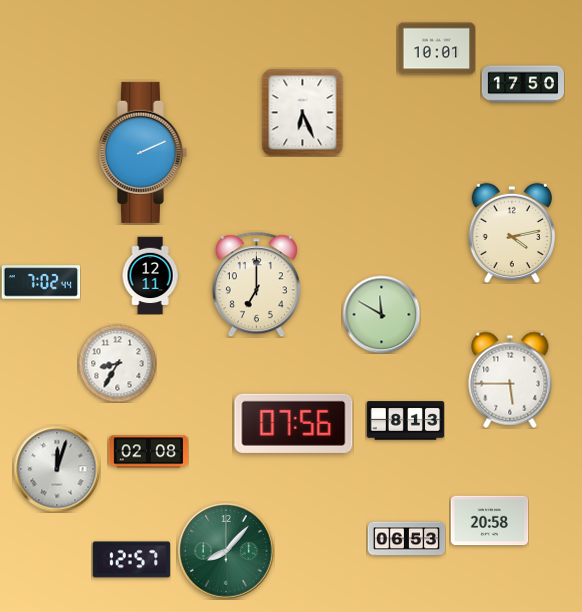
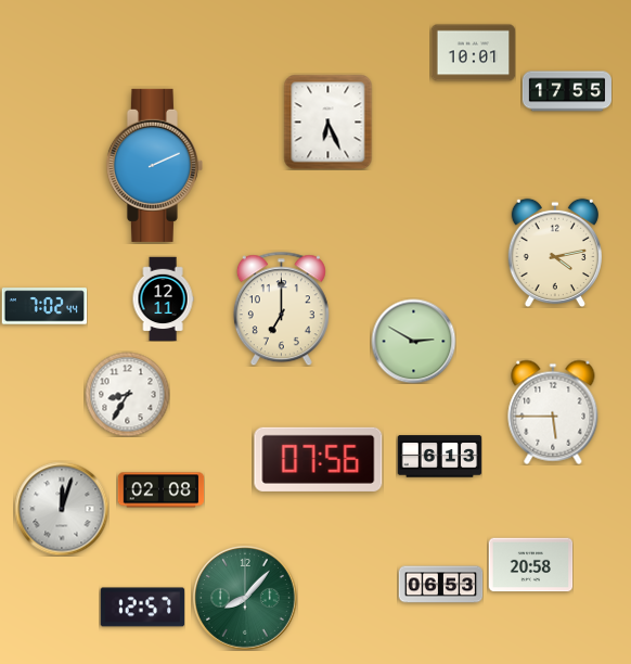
clock at (522, 84): 17:50 -> 17:55
clock at (256, 284) position: (256, 284) -> (281, 308)
clock at (381, 314): 11:50 -> 2:50
clock at (405, 421): 8:13 -> 6:13
